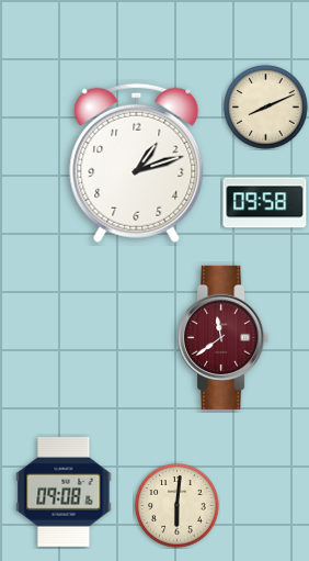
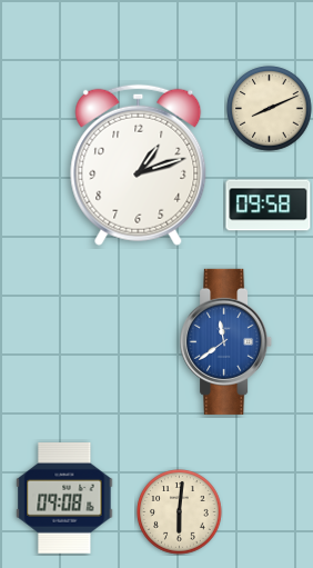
clock at (224, 337) dial: burgundy -> blue
